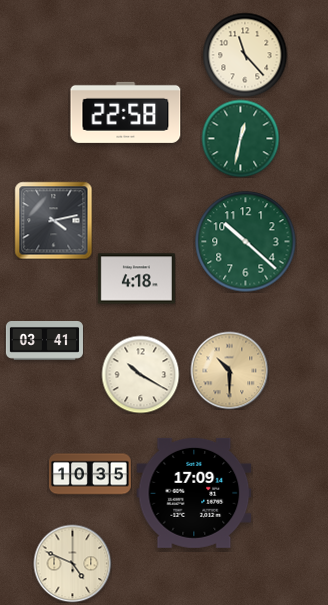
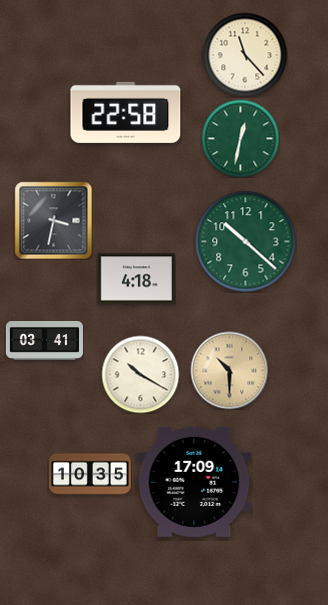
clock at (53, 220): 4:13 -> 3:32
clock at (194, 493) position: (194, 493) -> (194, 482)
clock at (72, 563): 4:49 -> none
